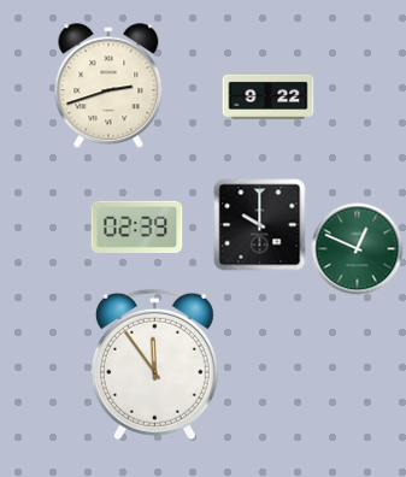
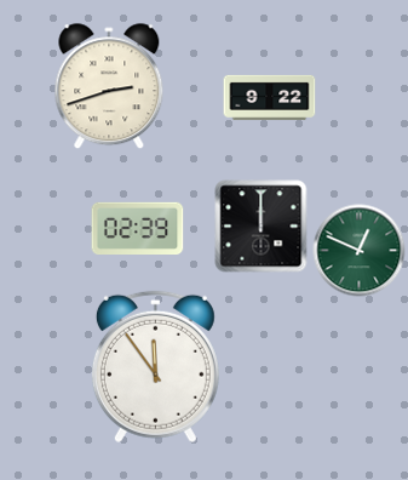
clock at (260, 225): 10:00 -> 12:00
